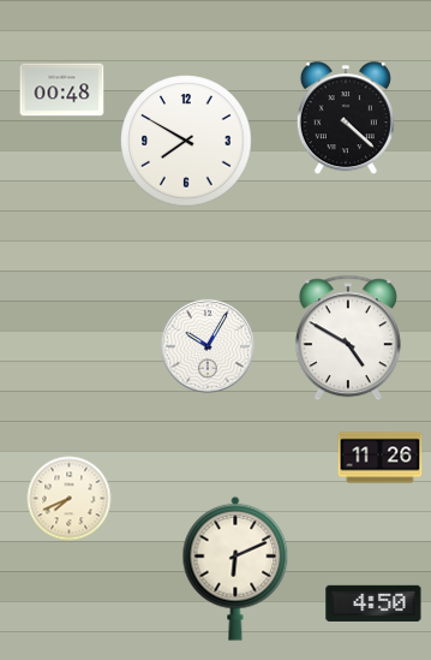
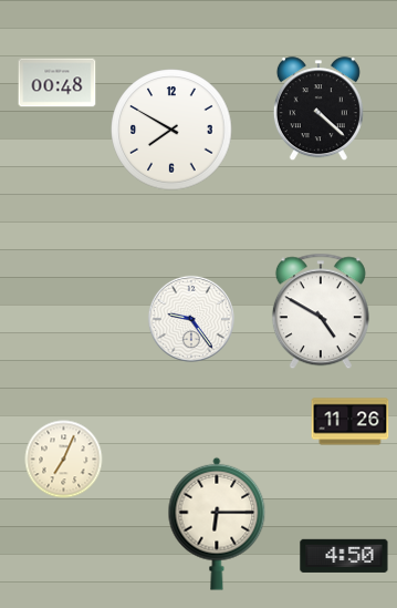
clock at (208, 346): 10:05 -> 9:24
clock at (70, 499): 7:41 -> 7:04
clock at (235, 569): 6:11 -> 6:15
